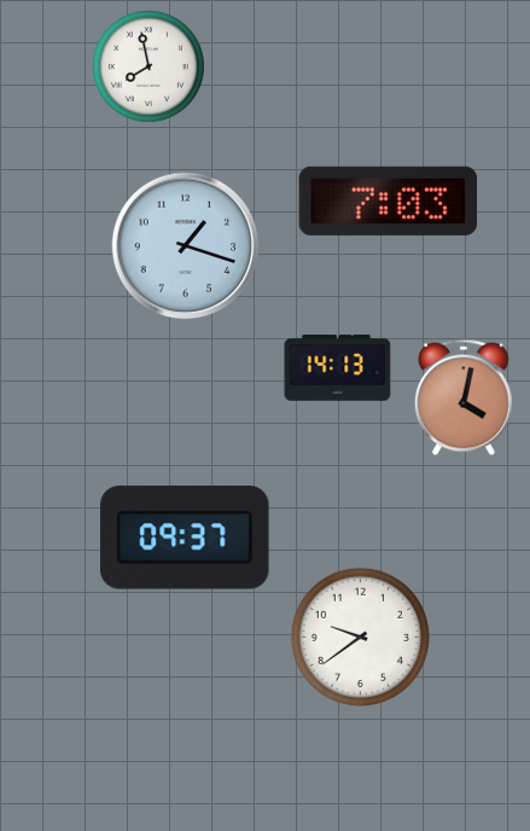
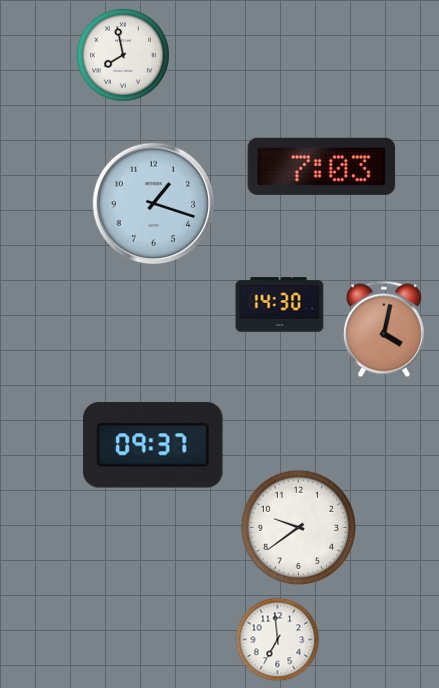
clock at (338, 368): 14:13 -> 14:30
clock at (278, 640): none -> 6:59
